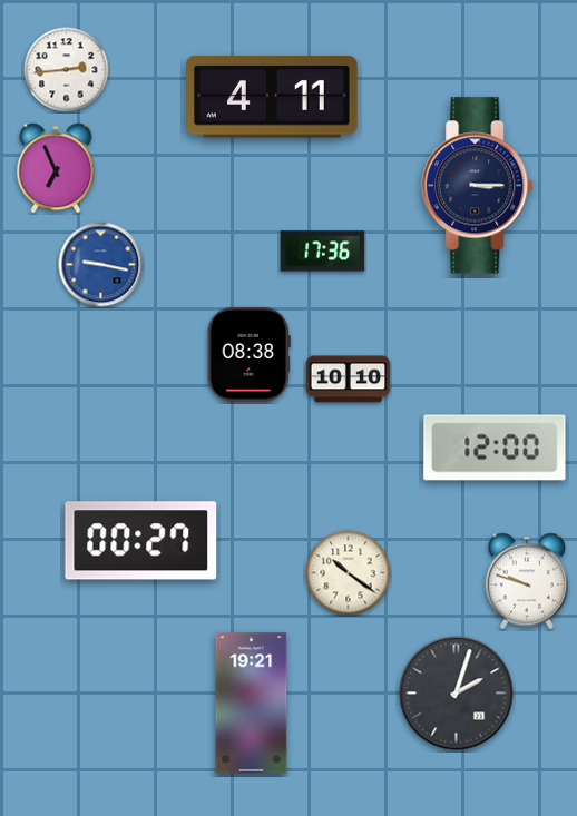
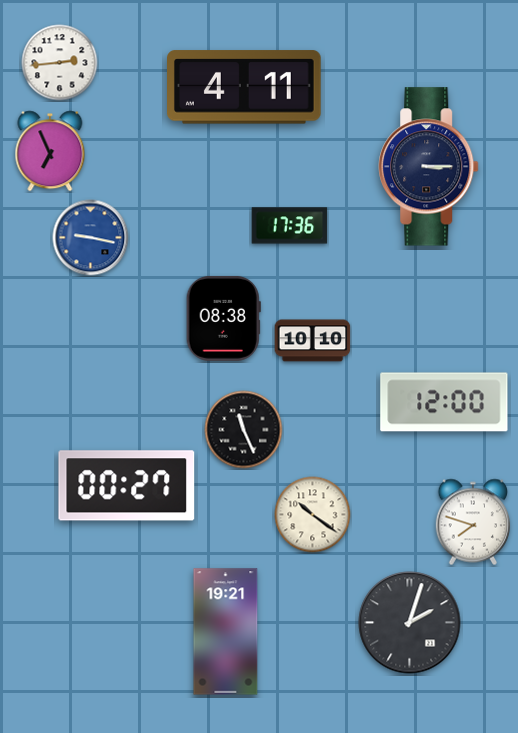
clock at (244, 430): none -> 11:26
clock at (526, 581): 9:48 -> 7:48
